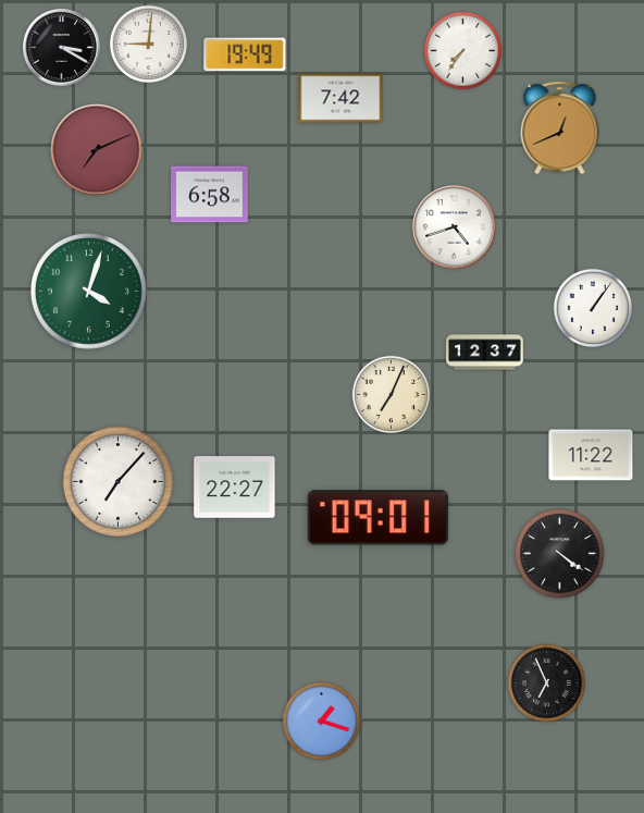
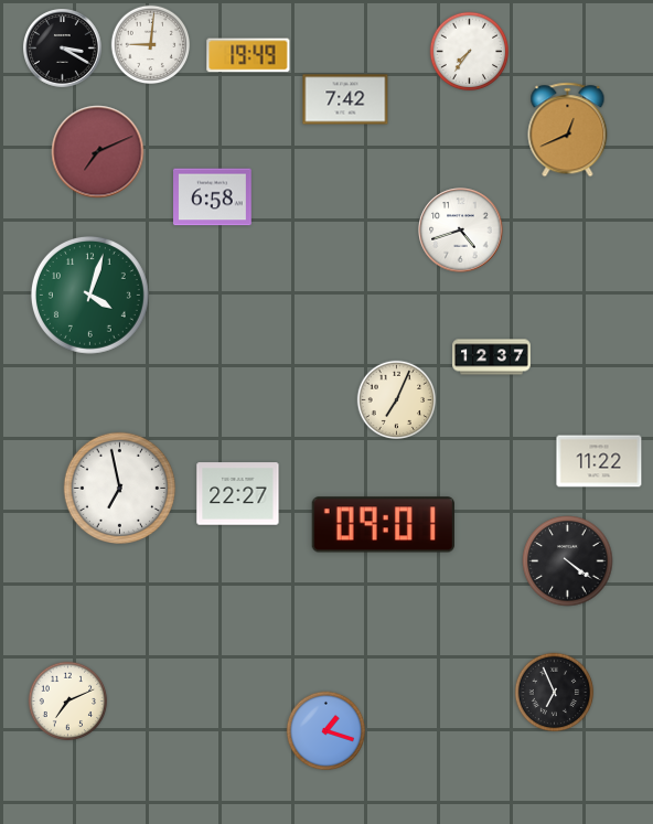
clock at (592, 307): 1:06 -> none
clock at (117, 481): 7:07 -> 6:58
clock at (68, 702): none -> 7:11
